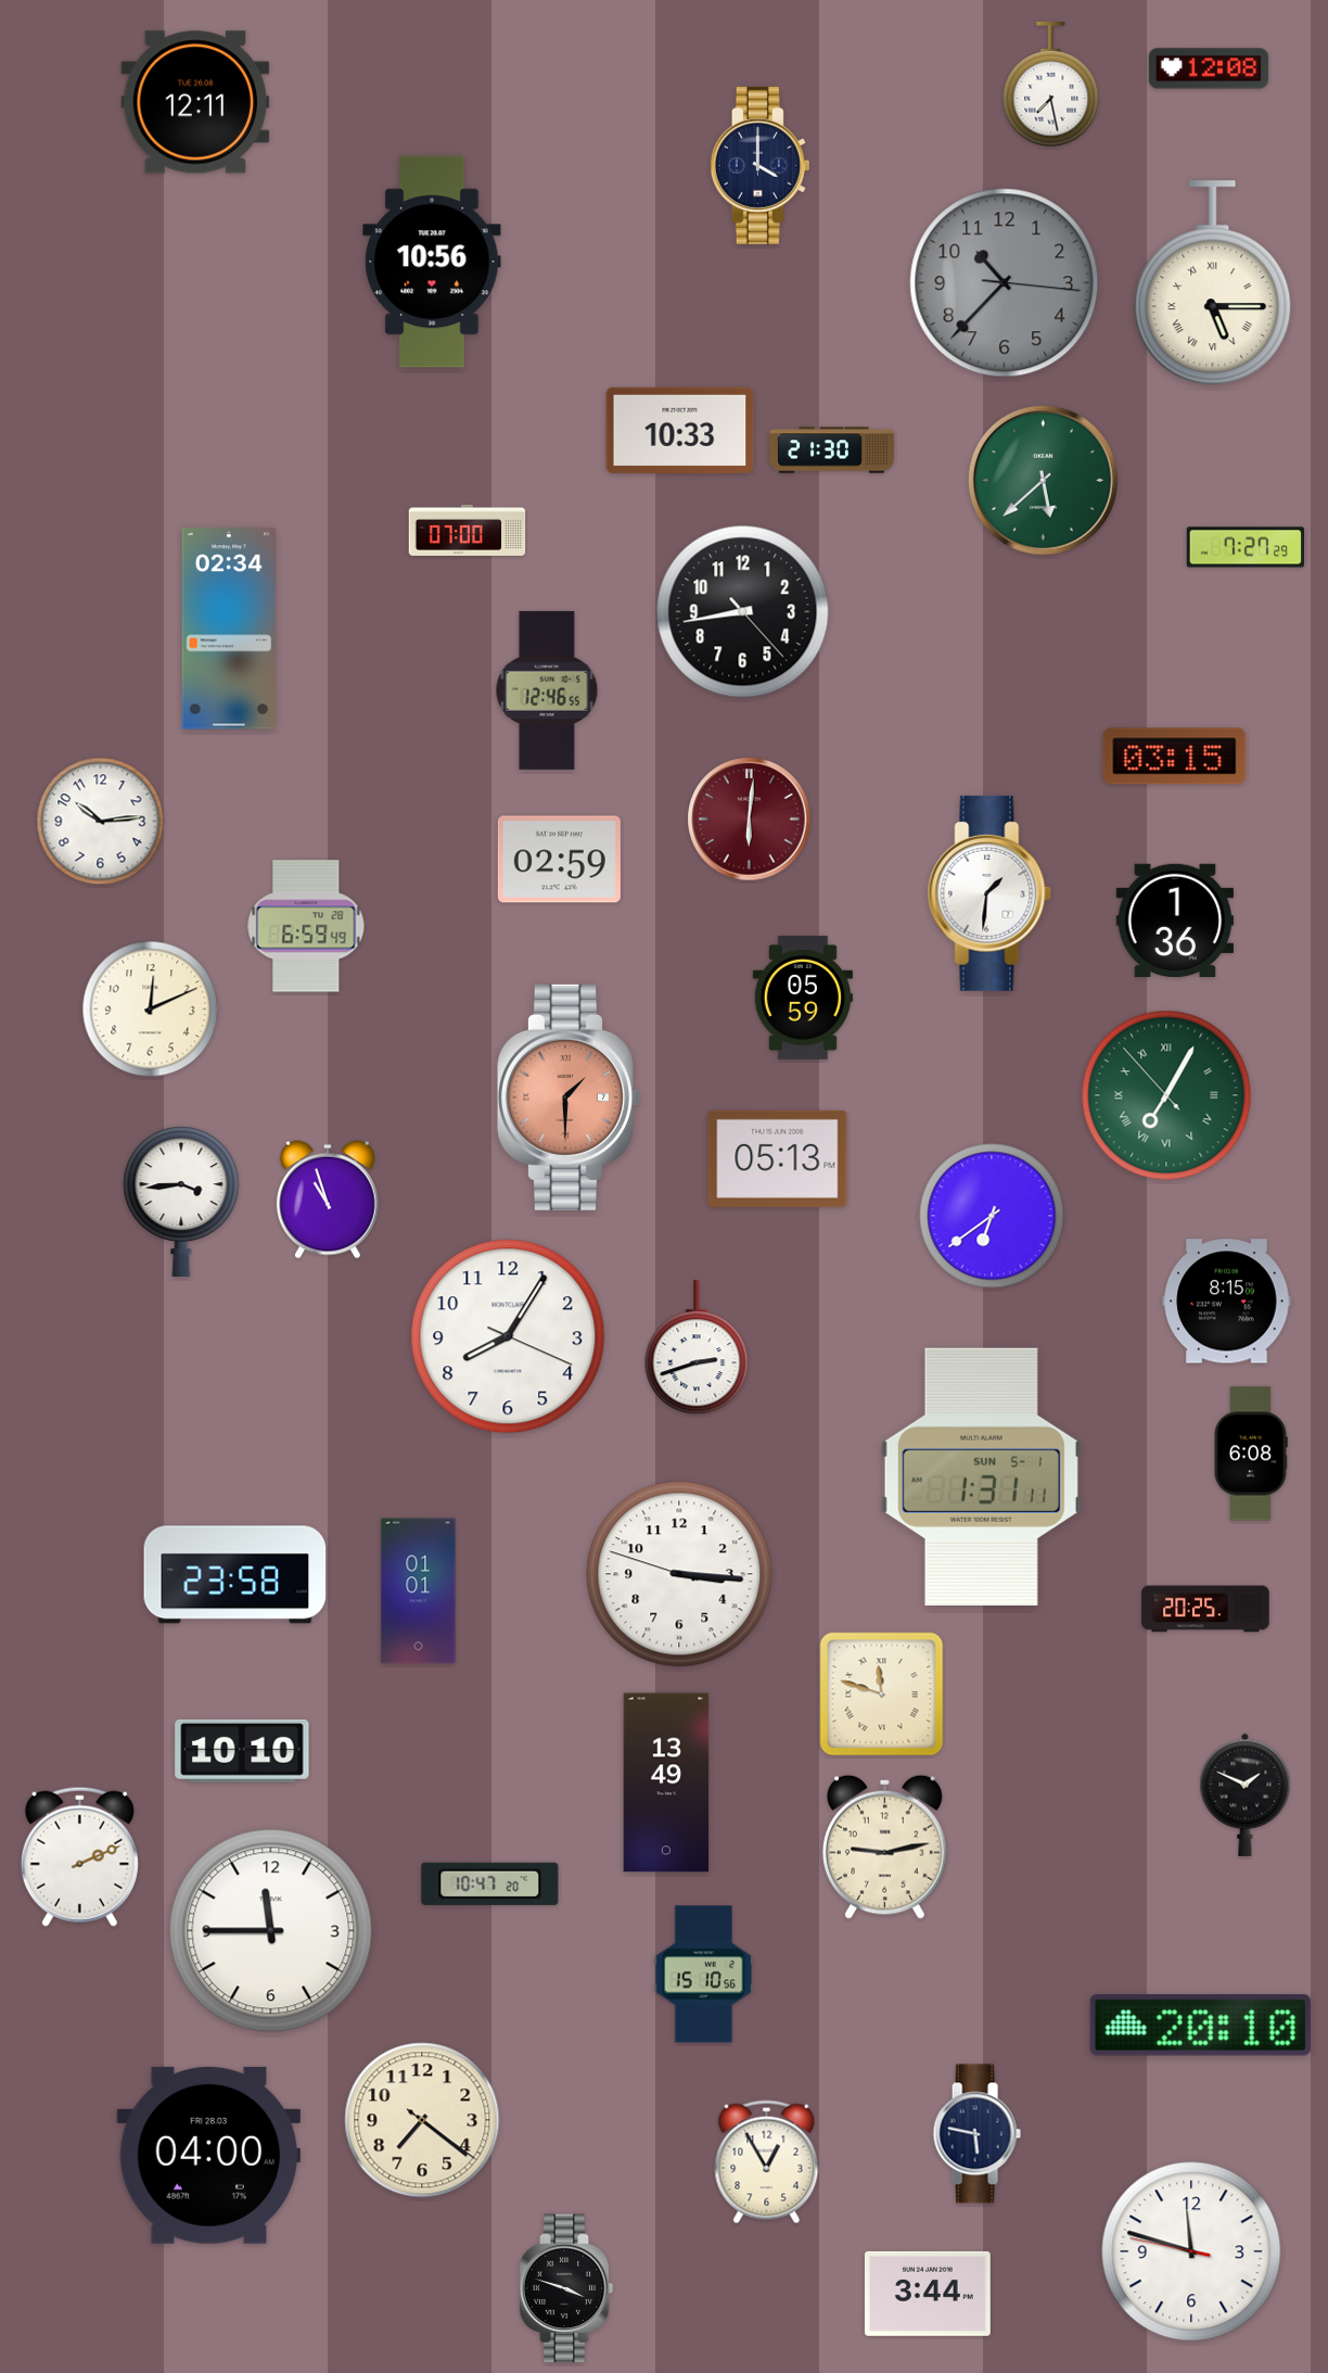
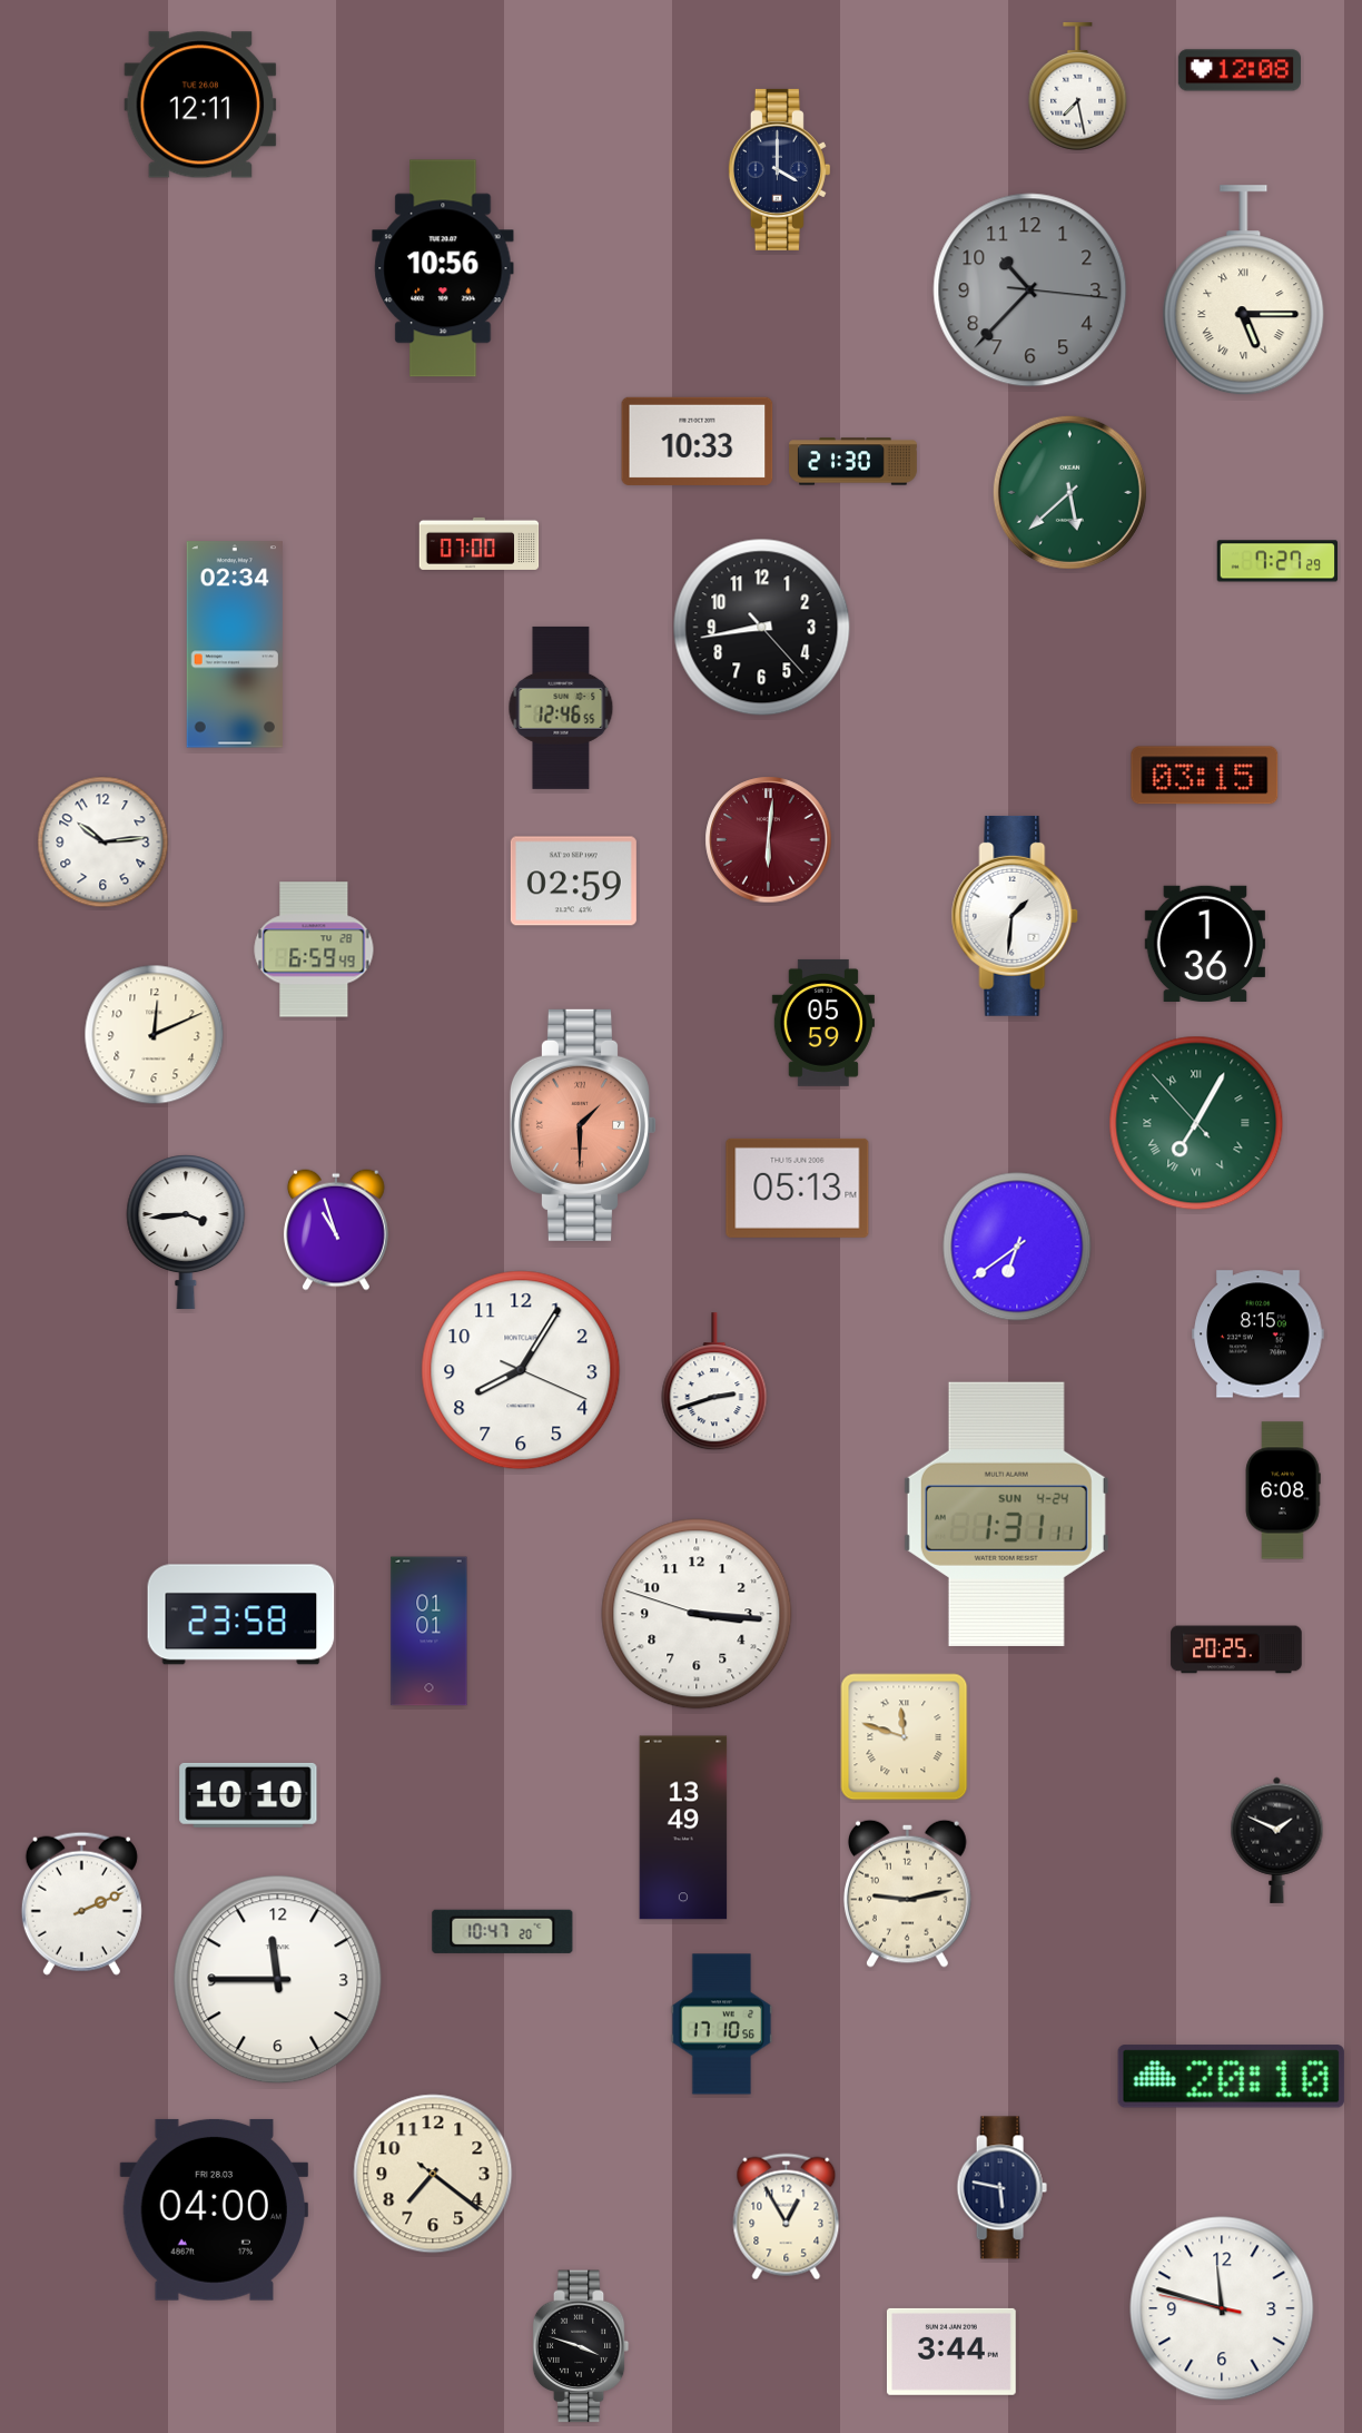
clock at (981, 1476) date: SUN 5-1 -> SUN 4-24
clock at (704, 1975): 15:10 -> 17:10
